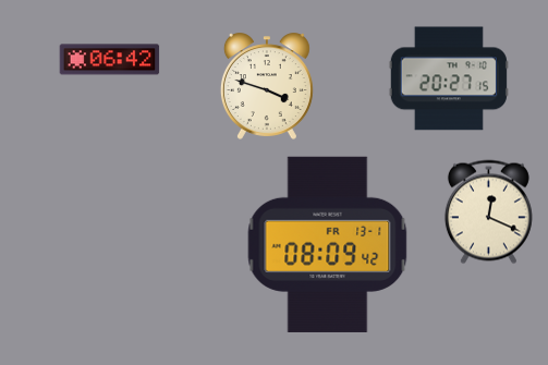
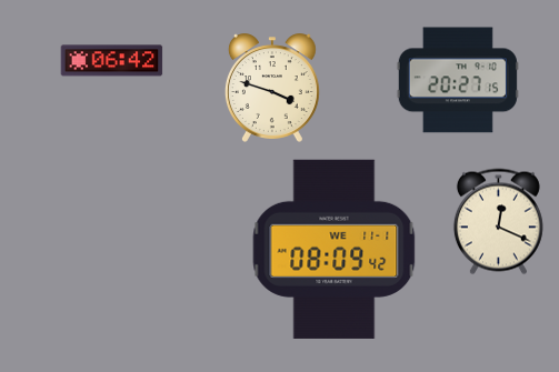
clock at (488, 212) position: (488, 212) -> (498, 222)
clock at (328, 244) date: FR 13-1 -> WE 11-1
